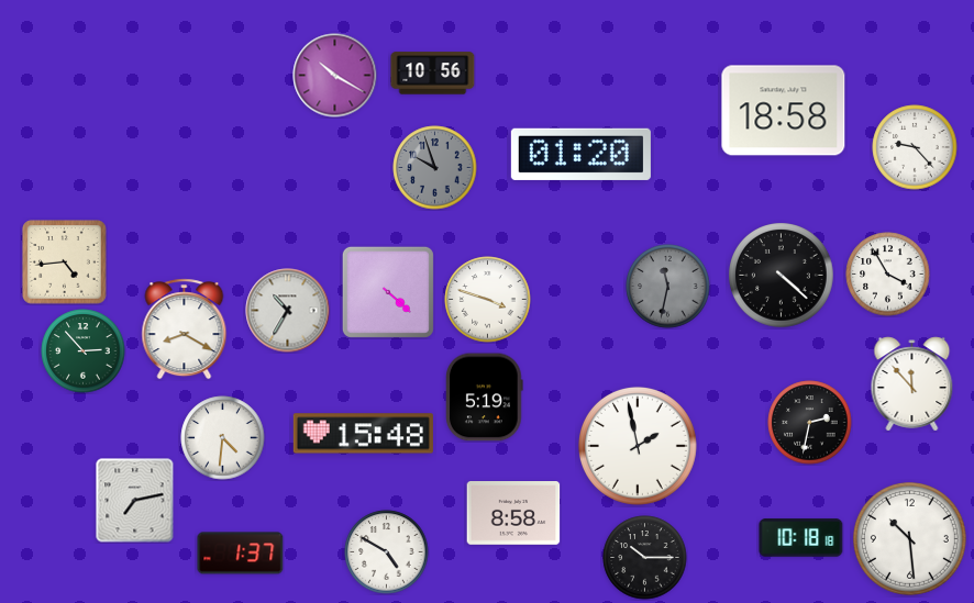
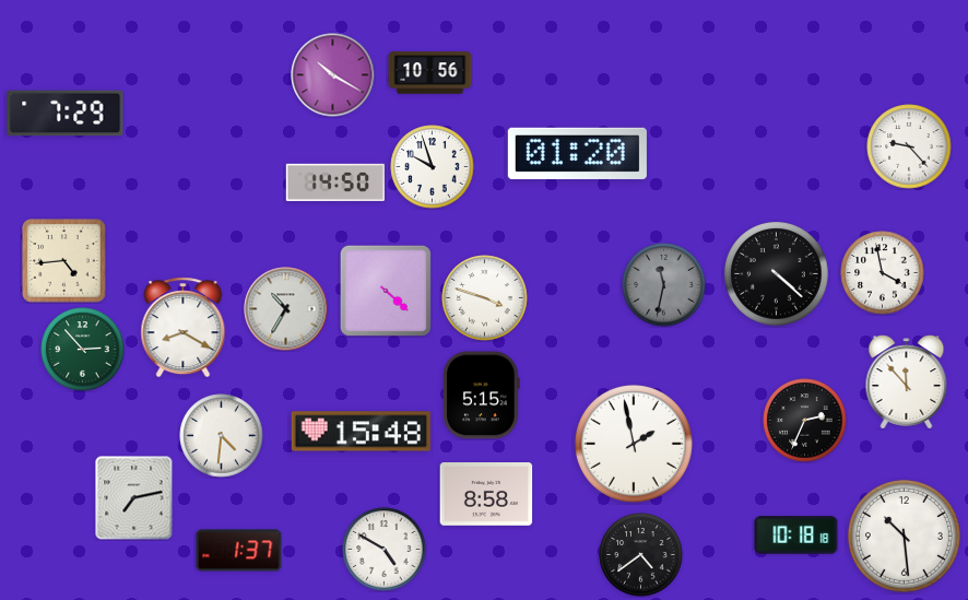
clock at (784, 111): 18:58 -> none
clock at (66, 114): none -> 7:29
clock at (435, 168) dial: grey -> white
clock at (335, 183): none -> 14:50
clock at (888, 275): 3:55 -> 3:58
clock at (485, 398): 5:19 -> 5:15
clock at (810, 423): 2:32 -> 2:34
clock at (513, 514) position: (513, 514) -> (486, 495)
clock at (645, 558): 10:15 -> 4:39
